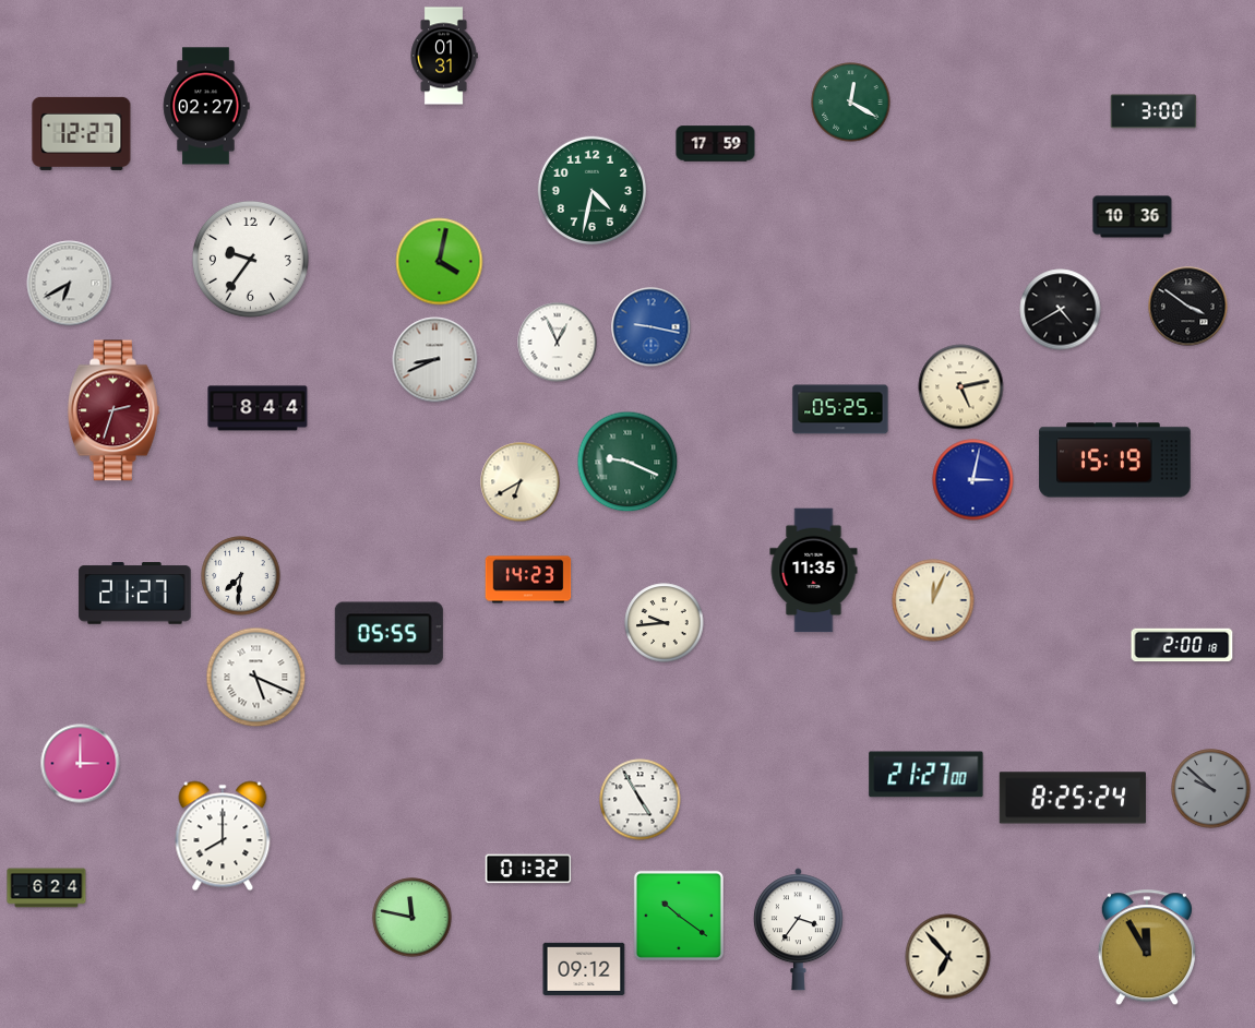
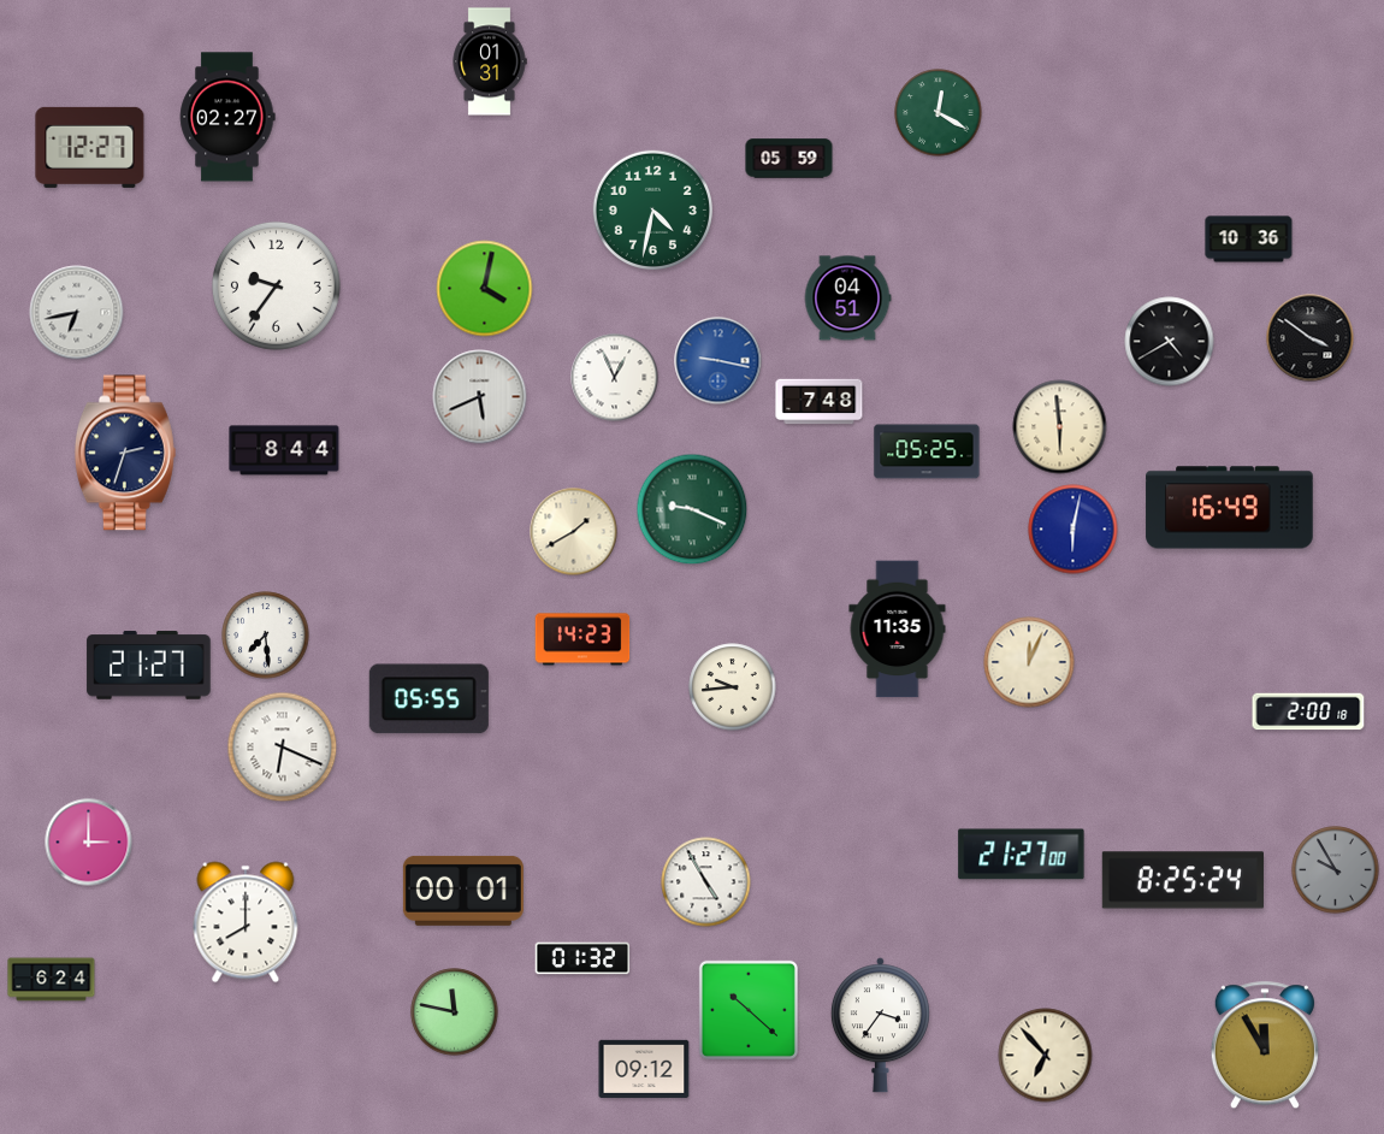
clock at (1154, 111): 3:00 -> none
clock at (716, 144): 17:59 -> 05:59
clock at (847, 299): none -> 04:51
clock at (70, 284): 6:40 -> 6:43
clock at (435, 360): 8:41 -> 5:41
clock at (820, 402): none -> 7:48
clock at (961, 387): 5:13 -> 5:59
clock at (113, 410) dial: burgundy -> navy
clock at (1115, 461): 15:19 -> 16:49
clock at (973, 480): 3:02 -> 6:02
clock at (521, 482): 6:40 -> 1:40
clock at (241, 576): 7:31 -> 7:29
clock at (135, 594) position: (135, 594) -> (149, 666)
clock at (1182, 645) position: (1182, 645) -> (1308, 711)
clock at (256, 678): 5:19 -> 6:19
clock at (1211, 789): 9:52 -> 9:55
clock at (463, 891): none -> 00:01
clock at (679, 916): 10:21 -> 10:22
